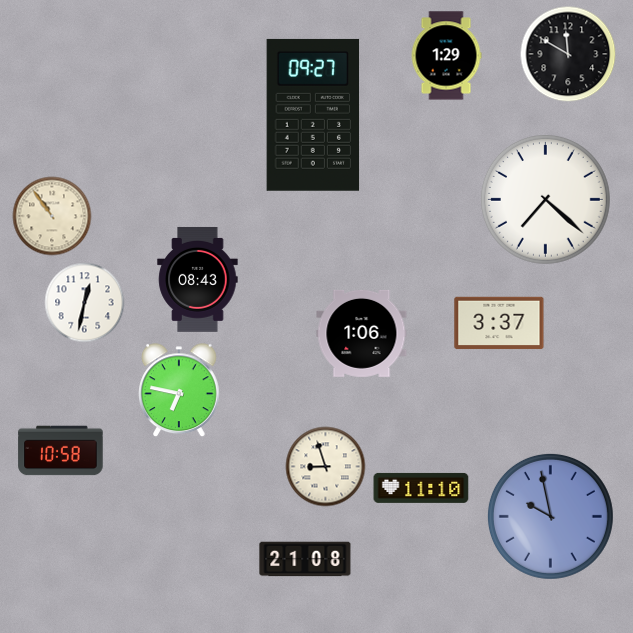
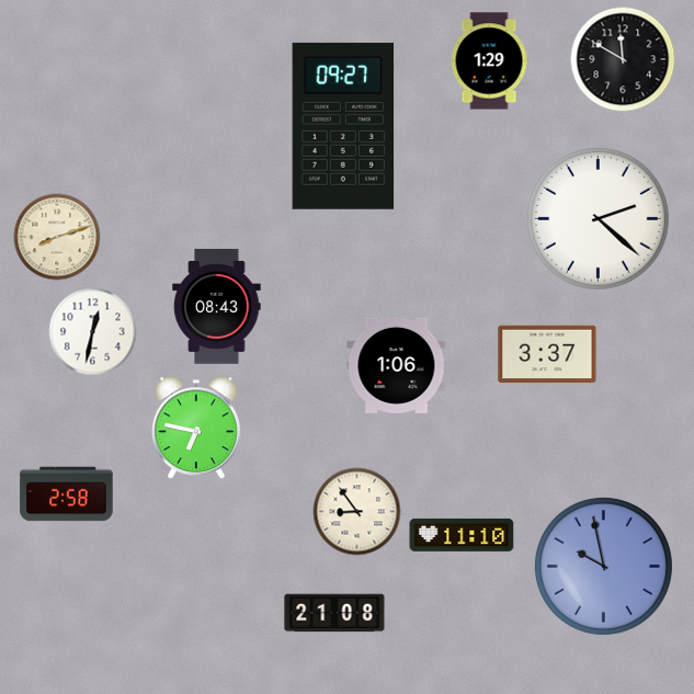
clock at (545, 199): 7:22 -> 2:22
clock at (52, 216): 10:54 -> 8:12
clock at (61, 451): 10:58 -> 2:58
clock at (326, 467): 8:57 -> 8:54
